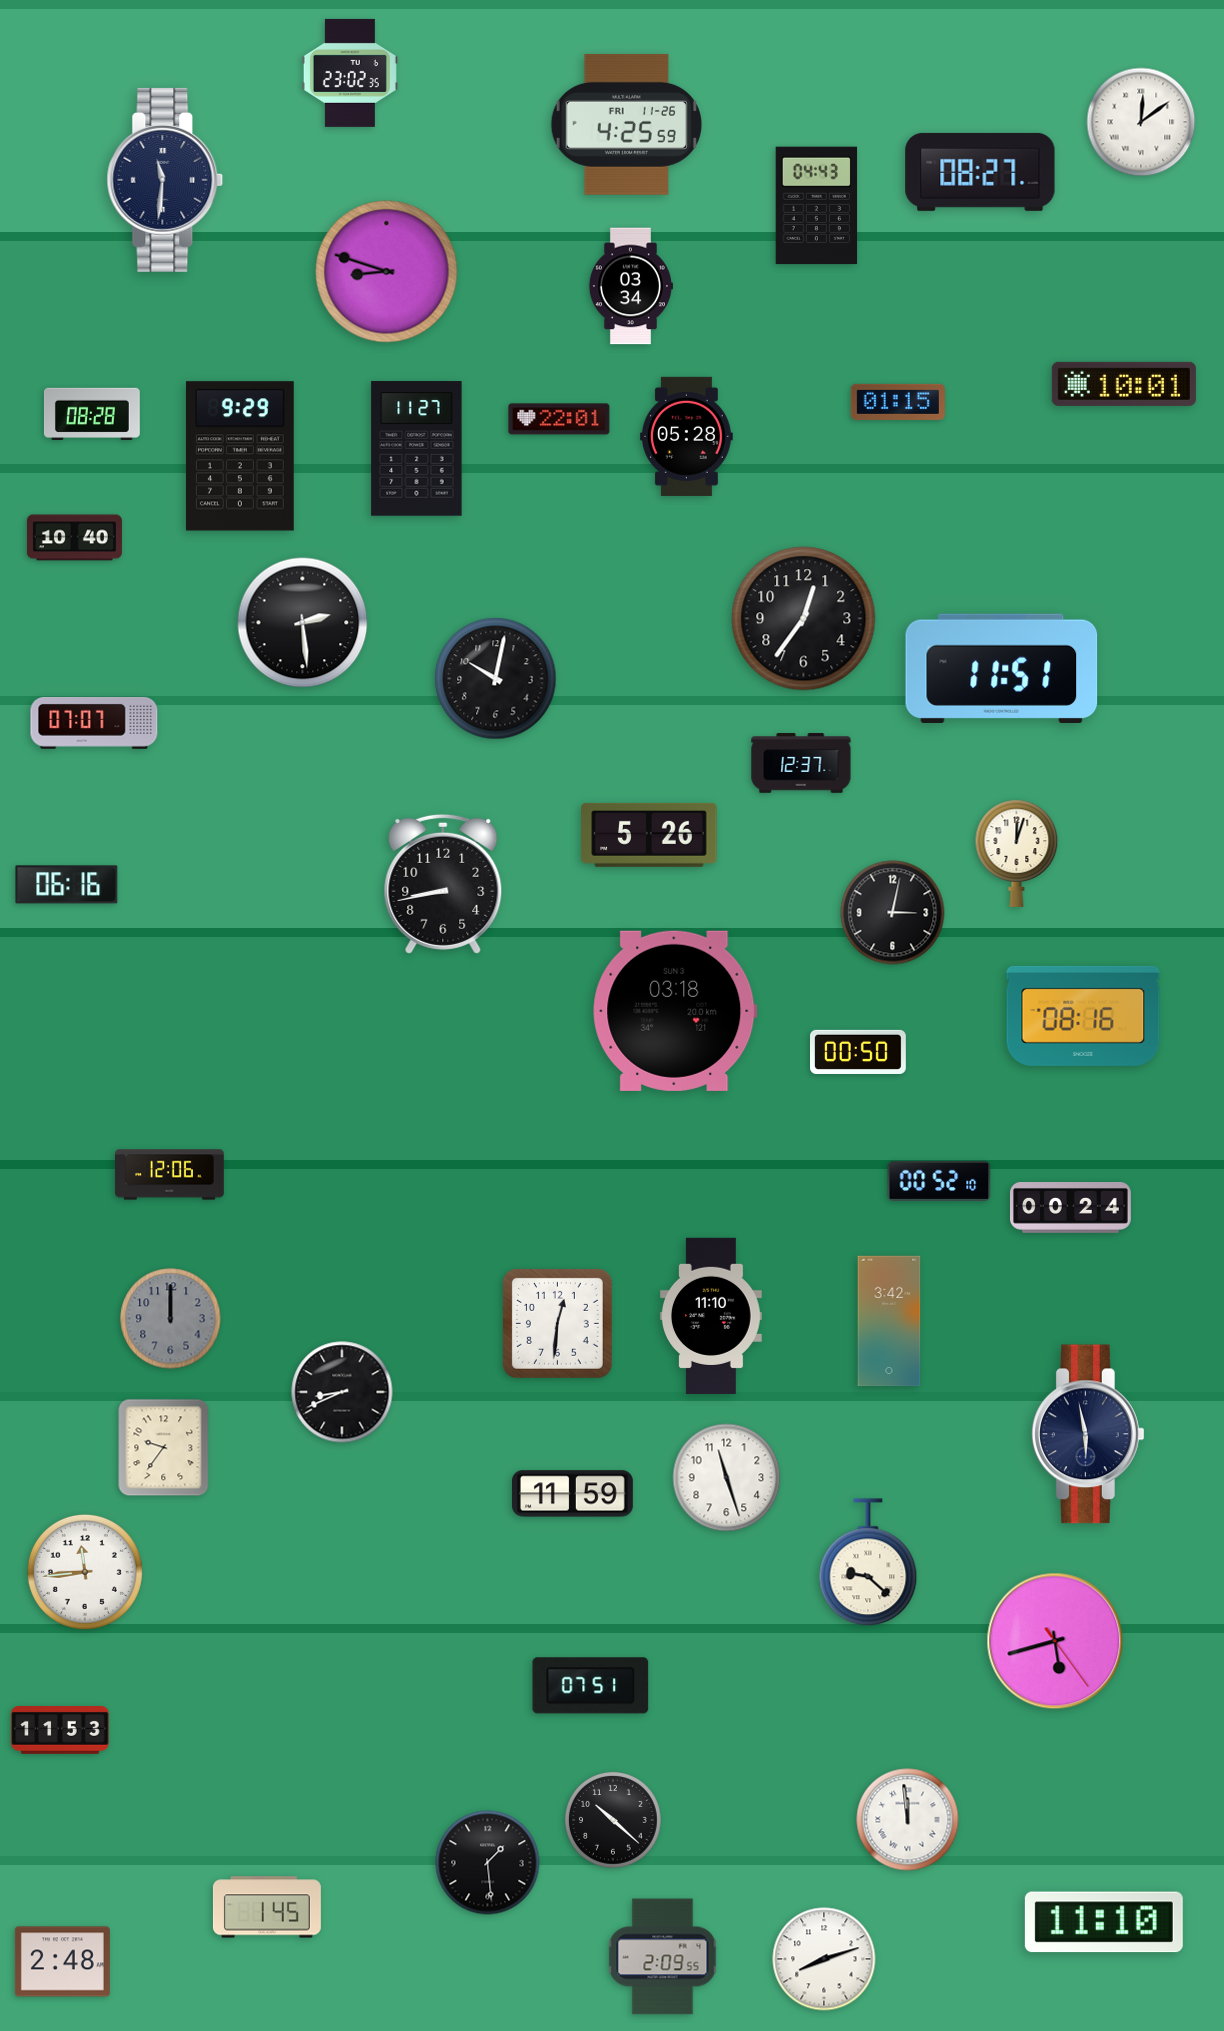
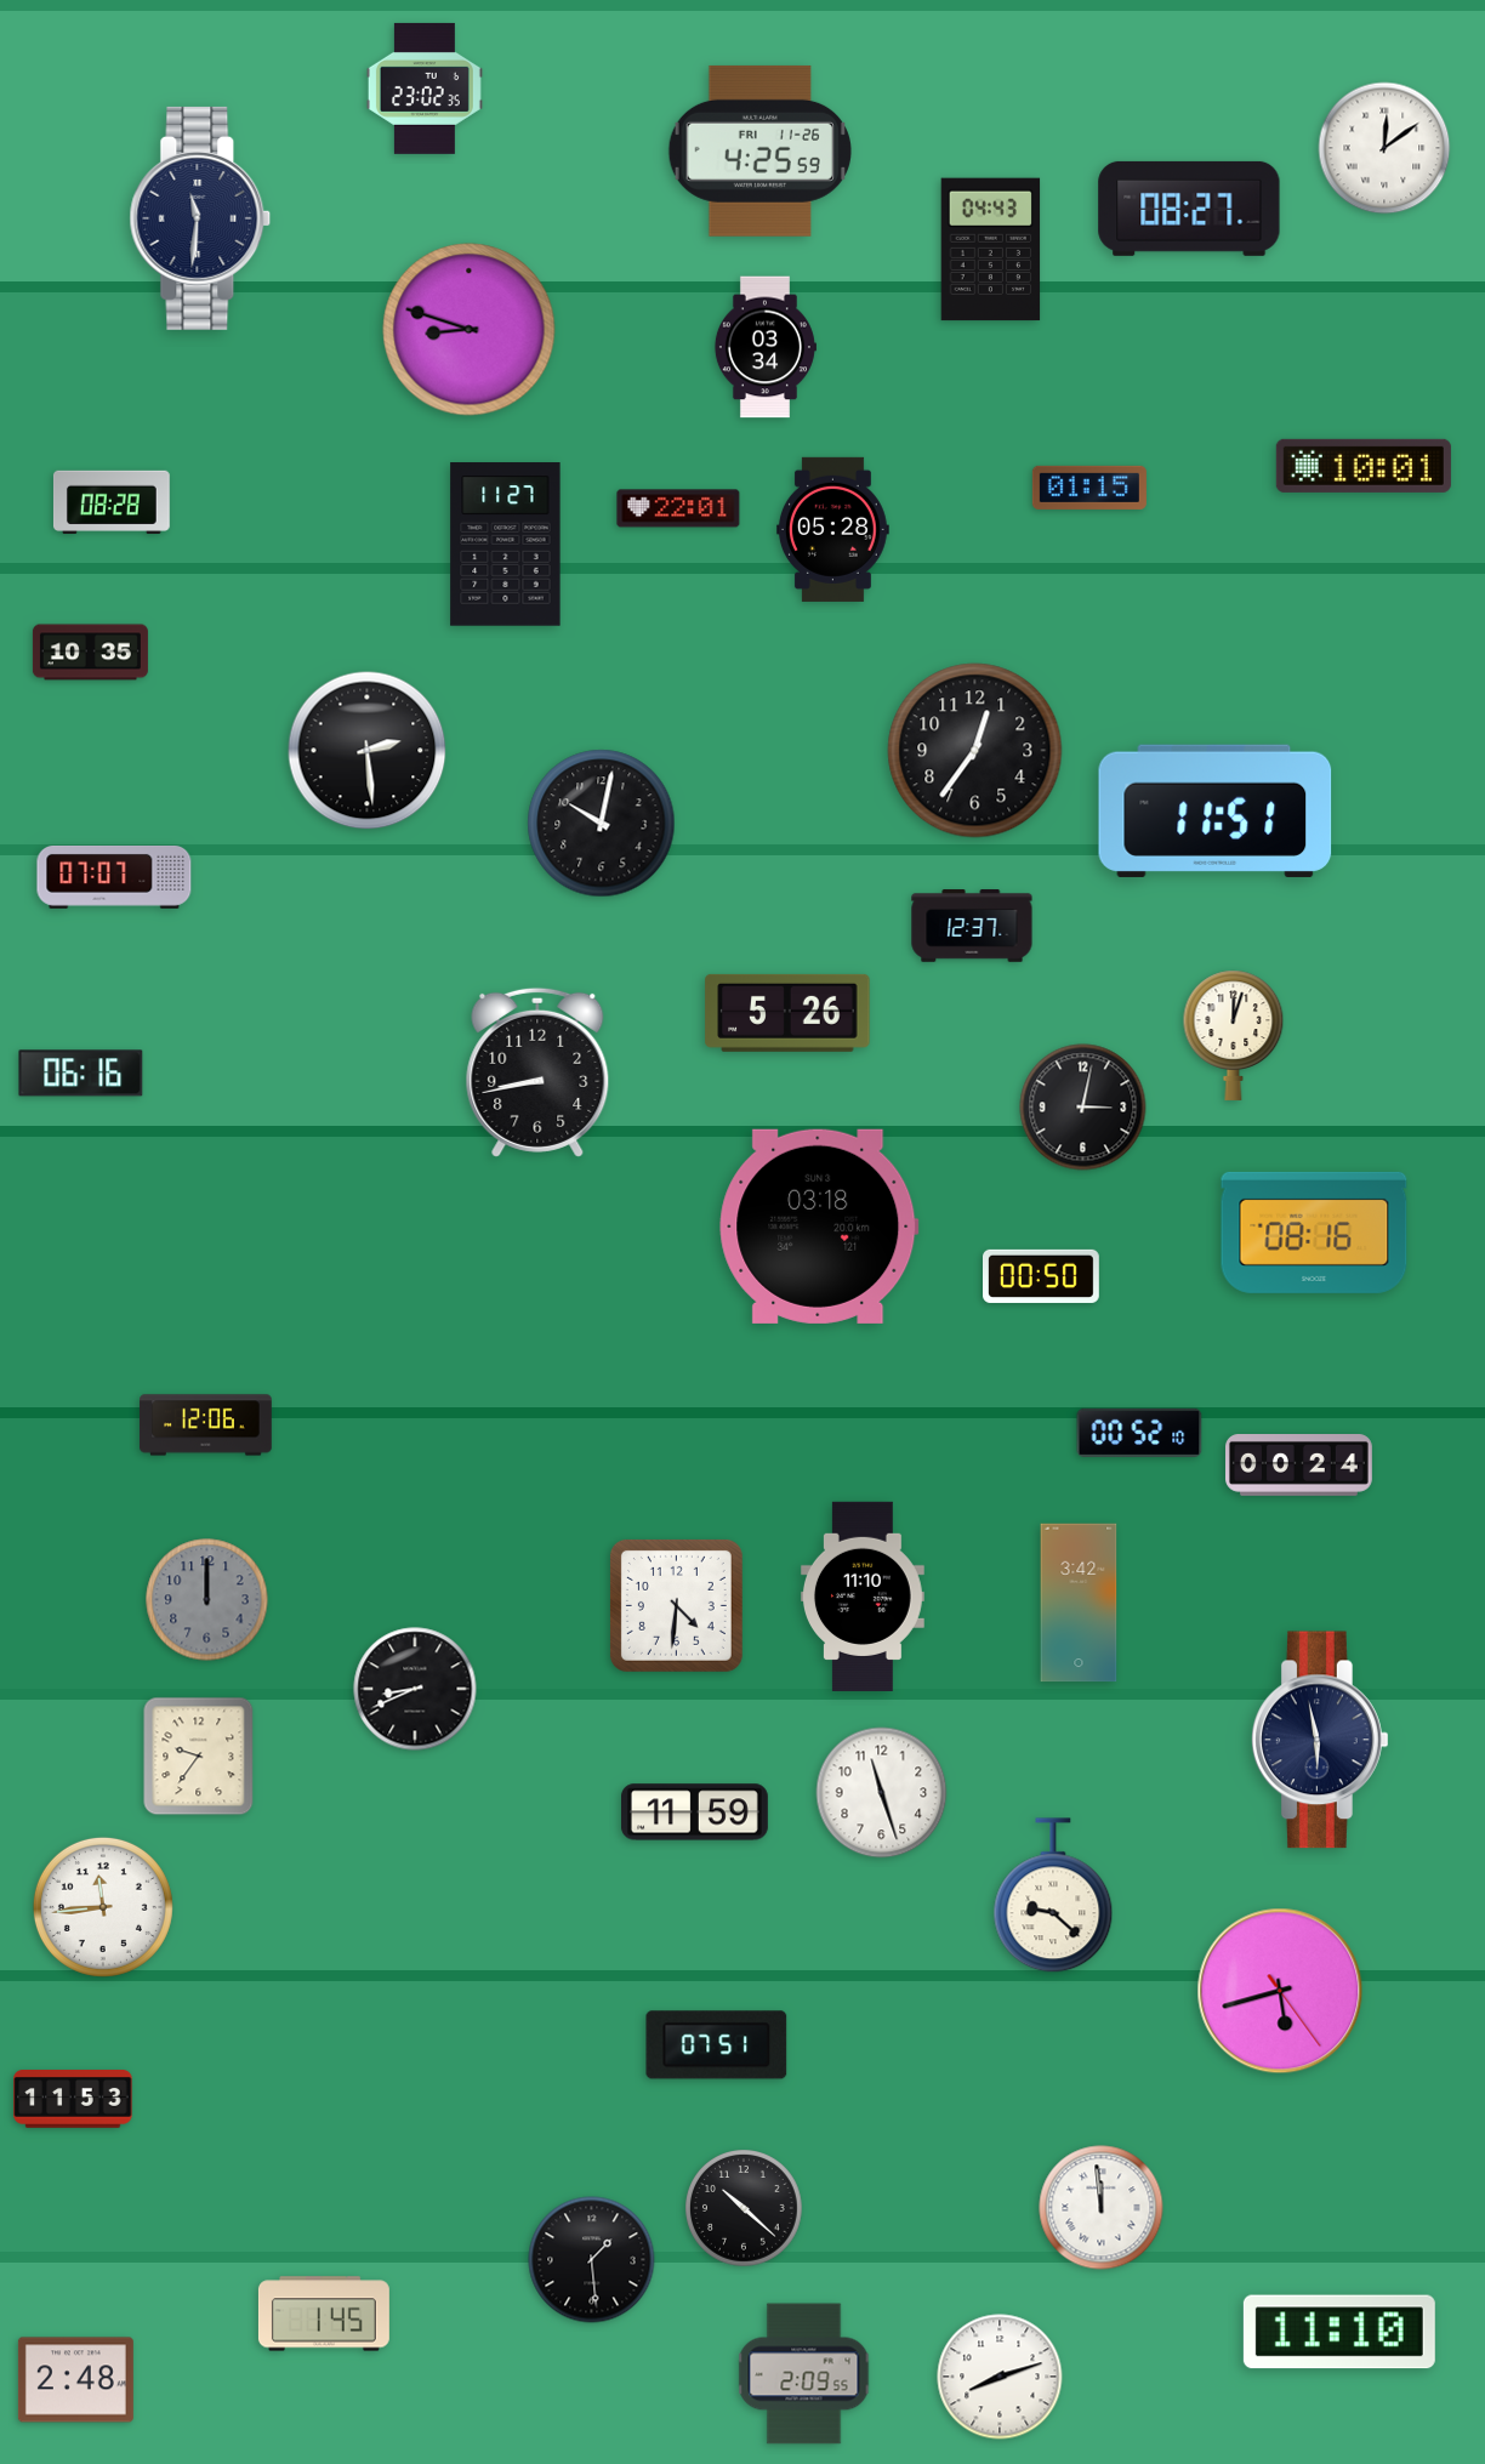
clock at (240, 456): 9:29 -> none
clock at (74, 538): 10:40 -> 10:35
clock at (303, 623) position: (303, 623) -> (368, 751)
clock at (557, 1323): 12:31 -> 4:31
